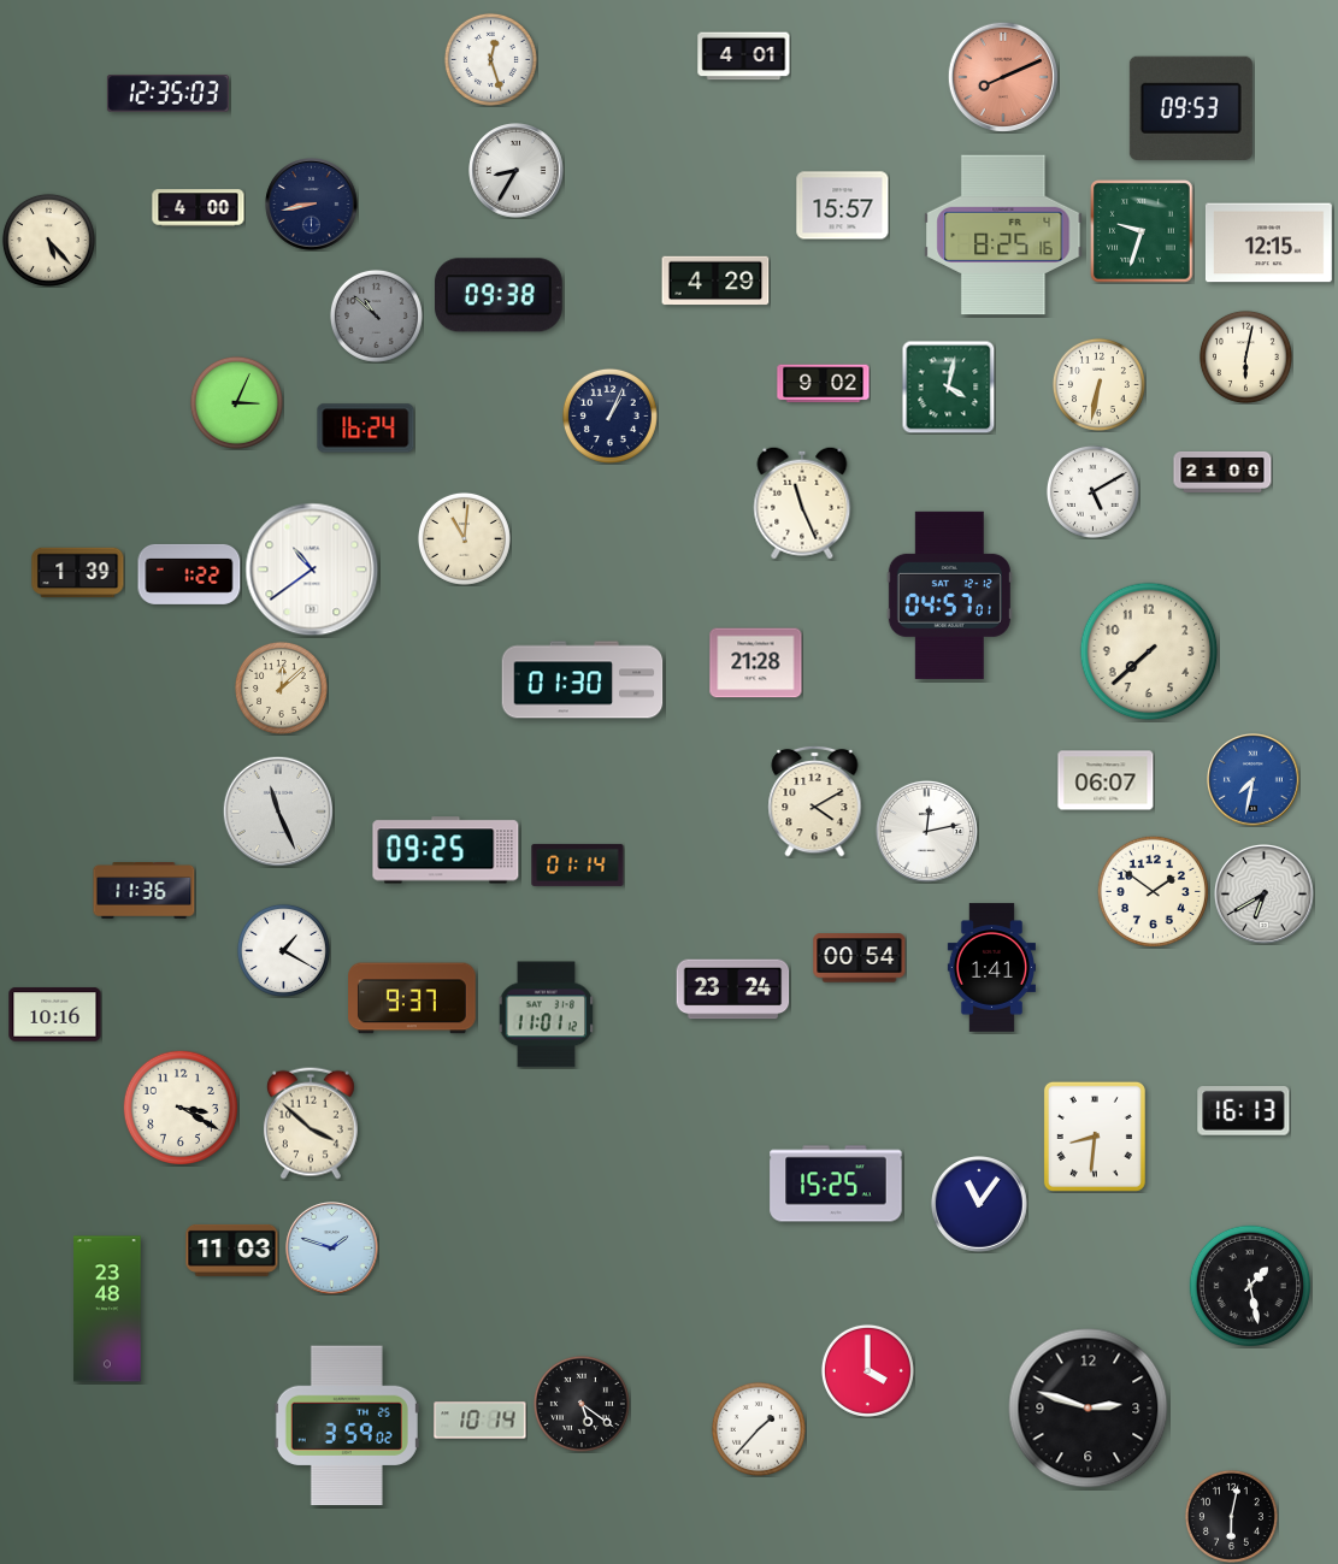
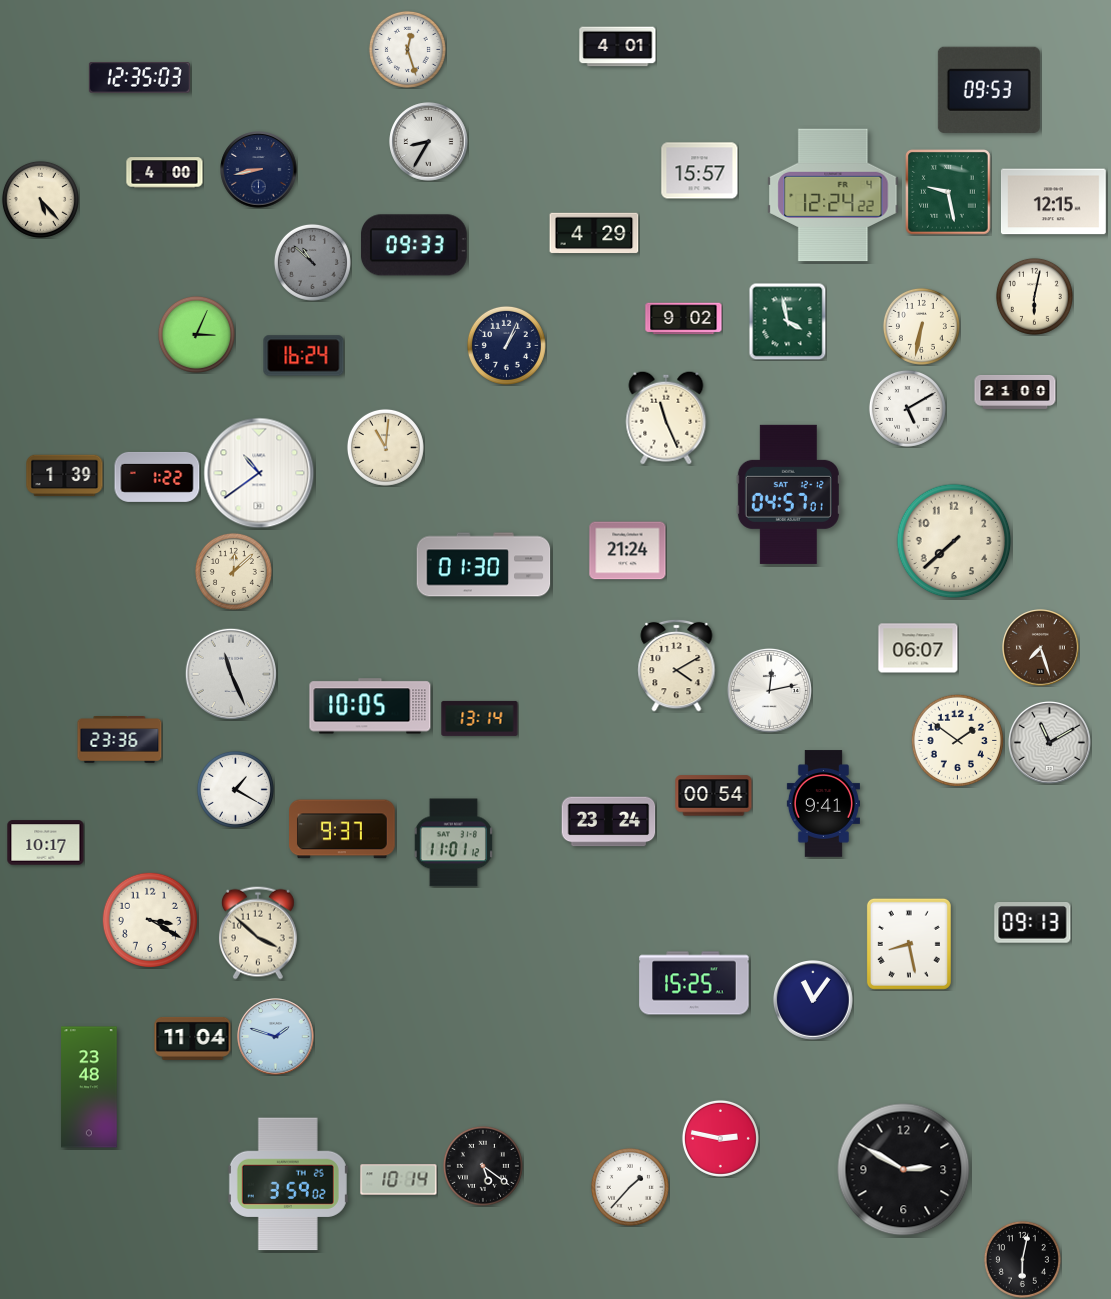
clock at (1002, 76): 8:11 -> none
clock at (1142, 231): 9:33 -> 9:28
clock at (1003, 235): 8:25 -> 12:24
clock at (499, 295): 09:38 -> 09:33
clock at (1098, 384) position: (1098, 384) -> (921, 326)
clock at (948, 386): 4:02 -> 3:58
clock at (756, 663): 21:28 -> 21:24
clock at (1254, 780): 7:32 -> 7:27
clock at (1254, 780) dial: blue -> brown
clock at (446, 850): 09:25 -> 10:05
clock at (578, 864): 01:14 -> 13:14
clock at (145, 891): 11:36 -> 23:36
clock at (1263, 893): 6:40 -> 11:10
clock at (991, 968): 1:41 -> 9:41
clock at (55, 1015): 10:16 -> 10:17
clock at (1244, 1111): 16:13 -> 09:13
clock at (1095, 1137): 8:31 -> 8:28
clock at (232, 1250): 11:03 -> 11:04
clock at (1250, 1286): 1:28 -> none
clock at (867, 1370): 4:00 -> 2:47
clock at (1089, 1409): 2:48 -> 2:50
